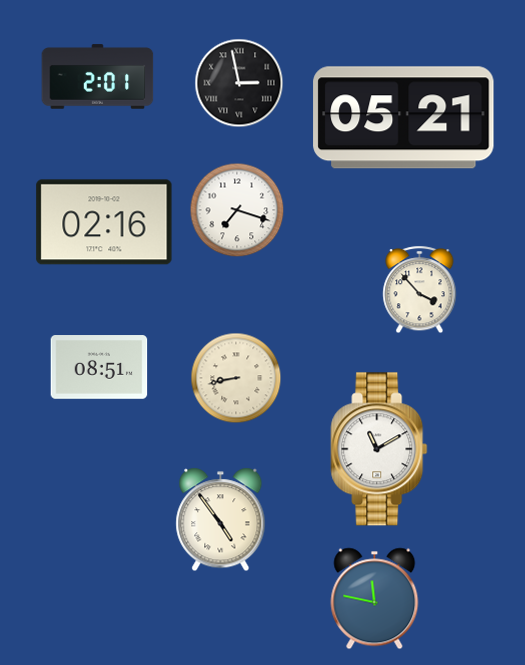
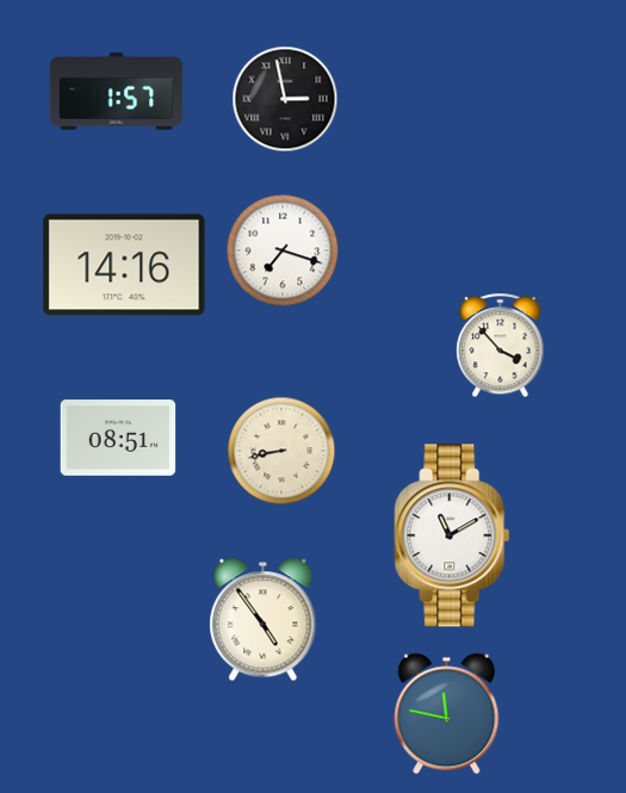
clock at (98, 77): 2:01 -> 1:57
clock at (404, 118): 05:21 -> none
clock at (104, 222): 02:16 -> 14:16
